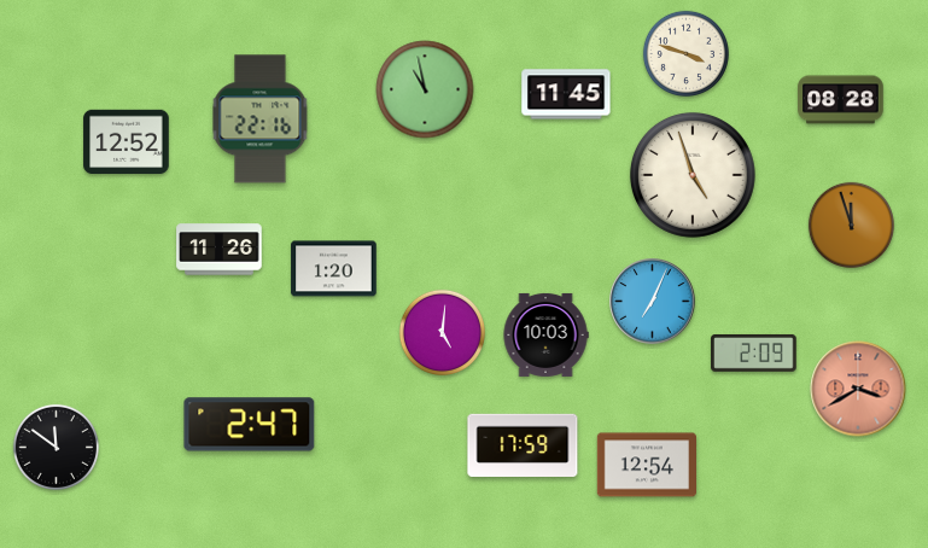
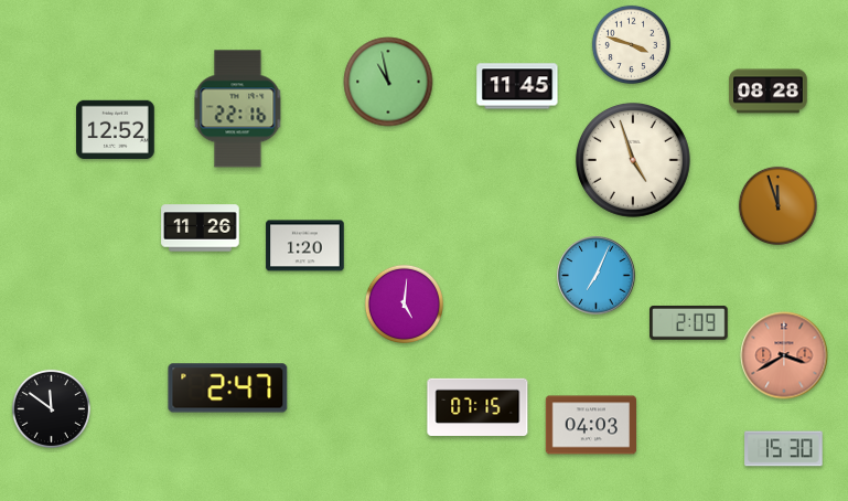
clock at (685, 53) position: (685, 53) -> (631, 44)
clock at (545, 334): 10:03 -> none
clock at (523, 445): 17:59 -> 07:15
clock at (647, 465): 12:54 -> 04:03
clock at (784, 449): none -> 15:30
